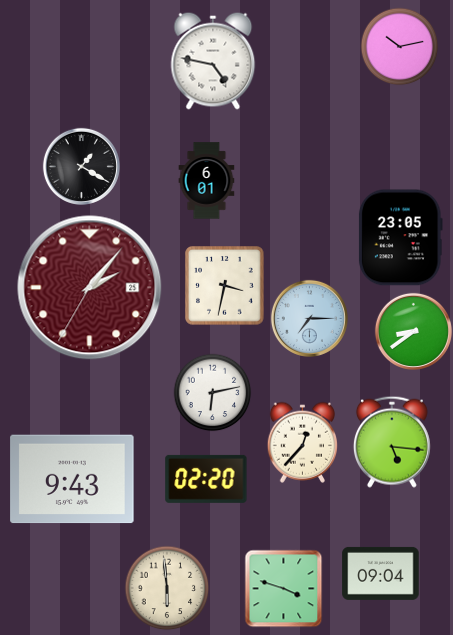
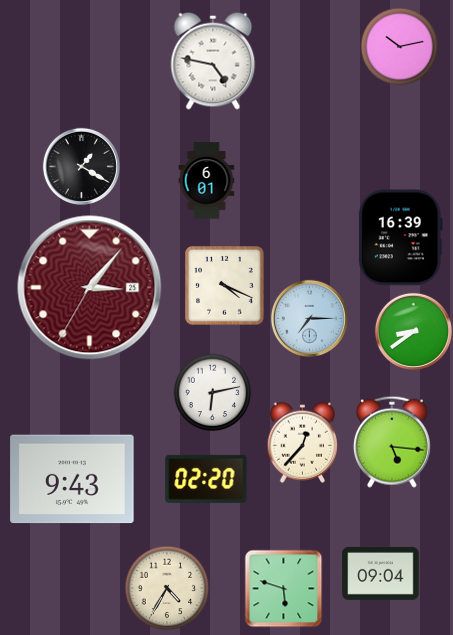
clock at (400, 238): 23:05 -> 16:39
clock at (225, 286): 3:32 -> 4:19
clock at (90, 288): 2:06 -> 3:06
clock at (167, 588): 5:59 -> 4:35
clock at (283, 588): 3:48 -> 5:48
